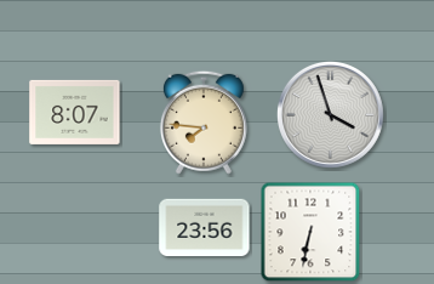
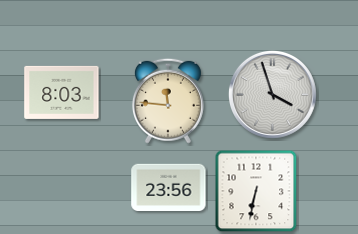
clock at (75, 112): 8:07 -> 8:03
clock at (204, 123): 7:46 -> 11:46
